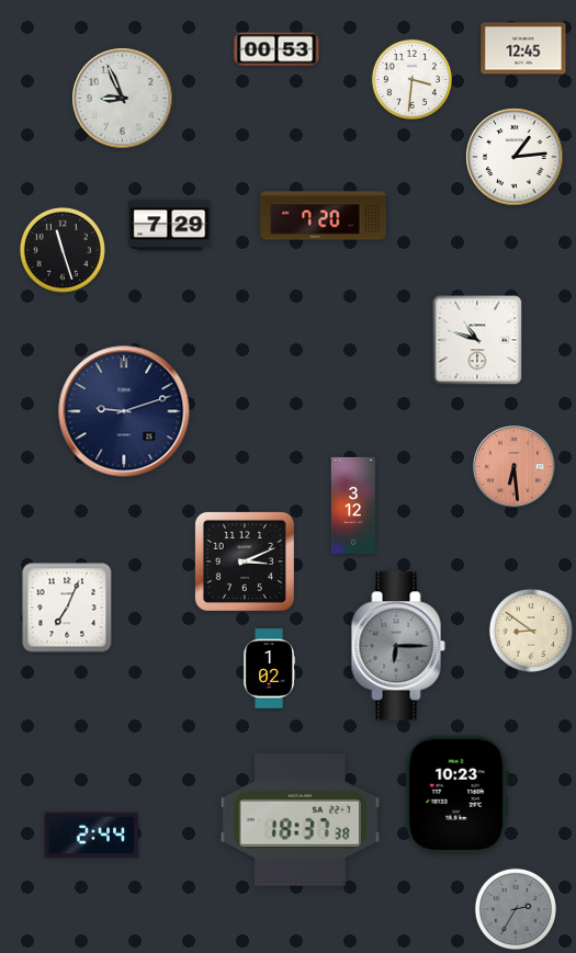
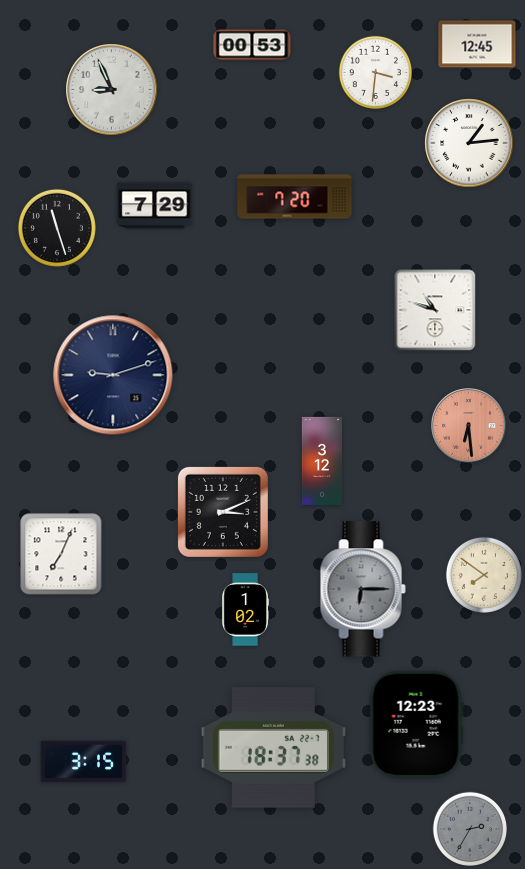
clock at (531, 631): 8:51 -> 7:51
clock at (456, 794): 10:23 -> 12:23
clock at (92, 836): 2:44 -> 3:15
